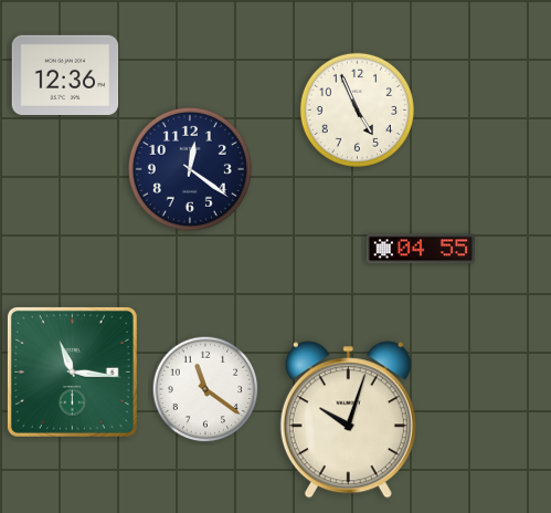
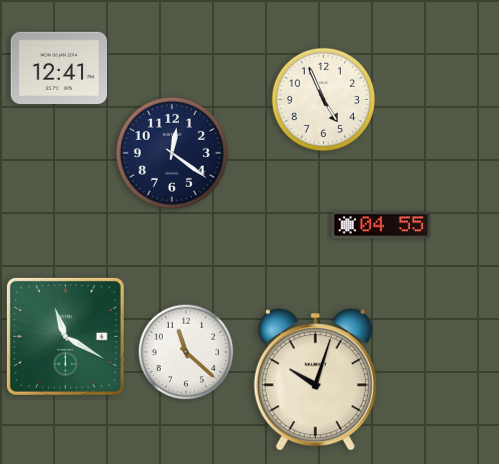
clock at (65, 74): 12:36 -> 12:41
clock at (72, 371): 11:16 -> 11:20
clock at (205, 389): 11:21 -> 11:22
